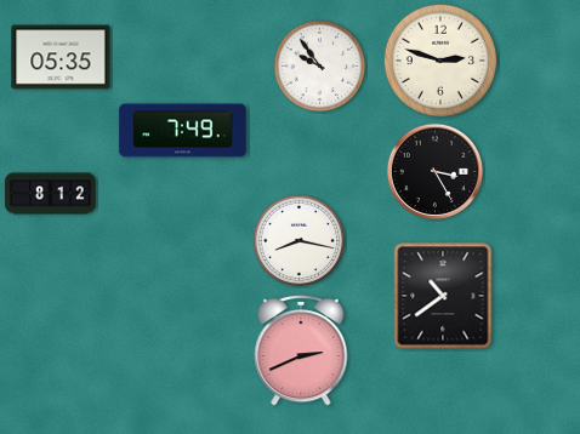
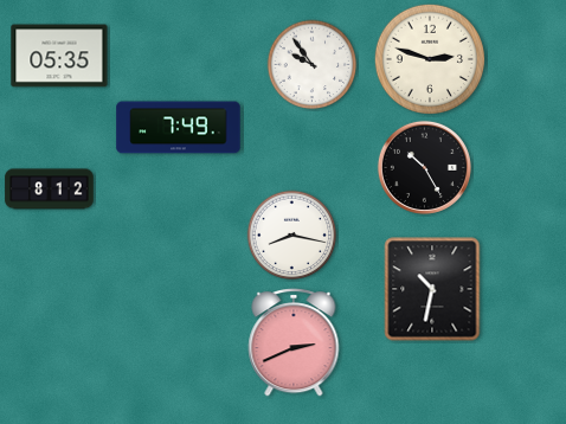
clock at (434, 171): 3:25 -> 10:25
clock at (443, 296): 10:39 -> 10:32
